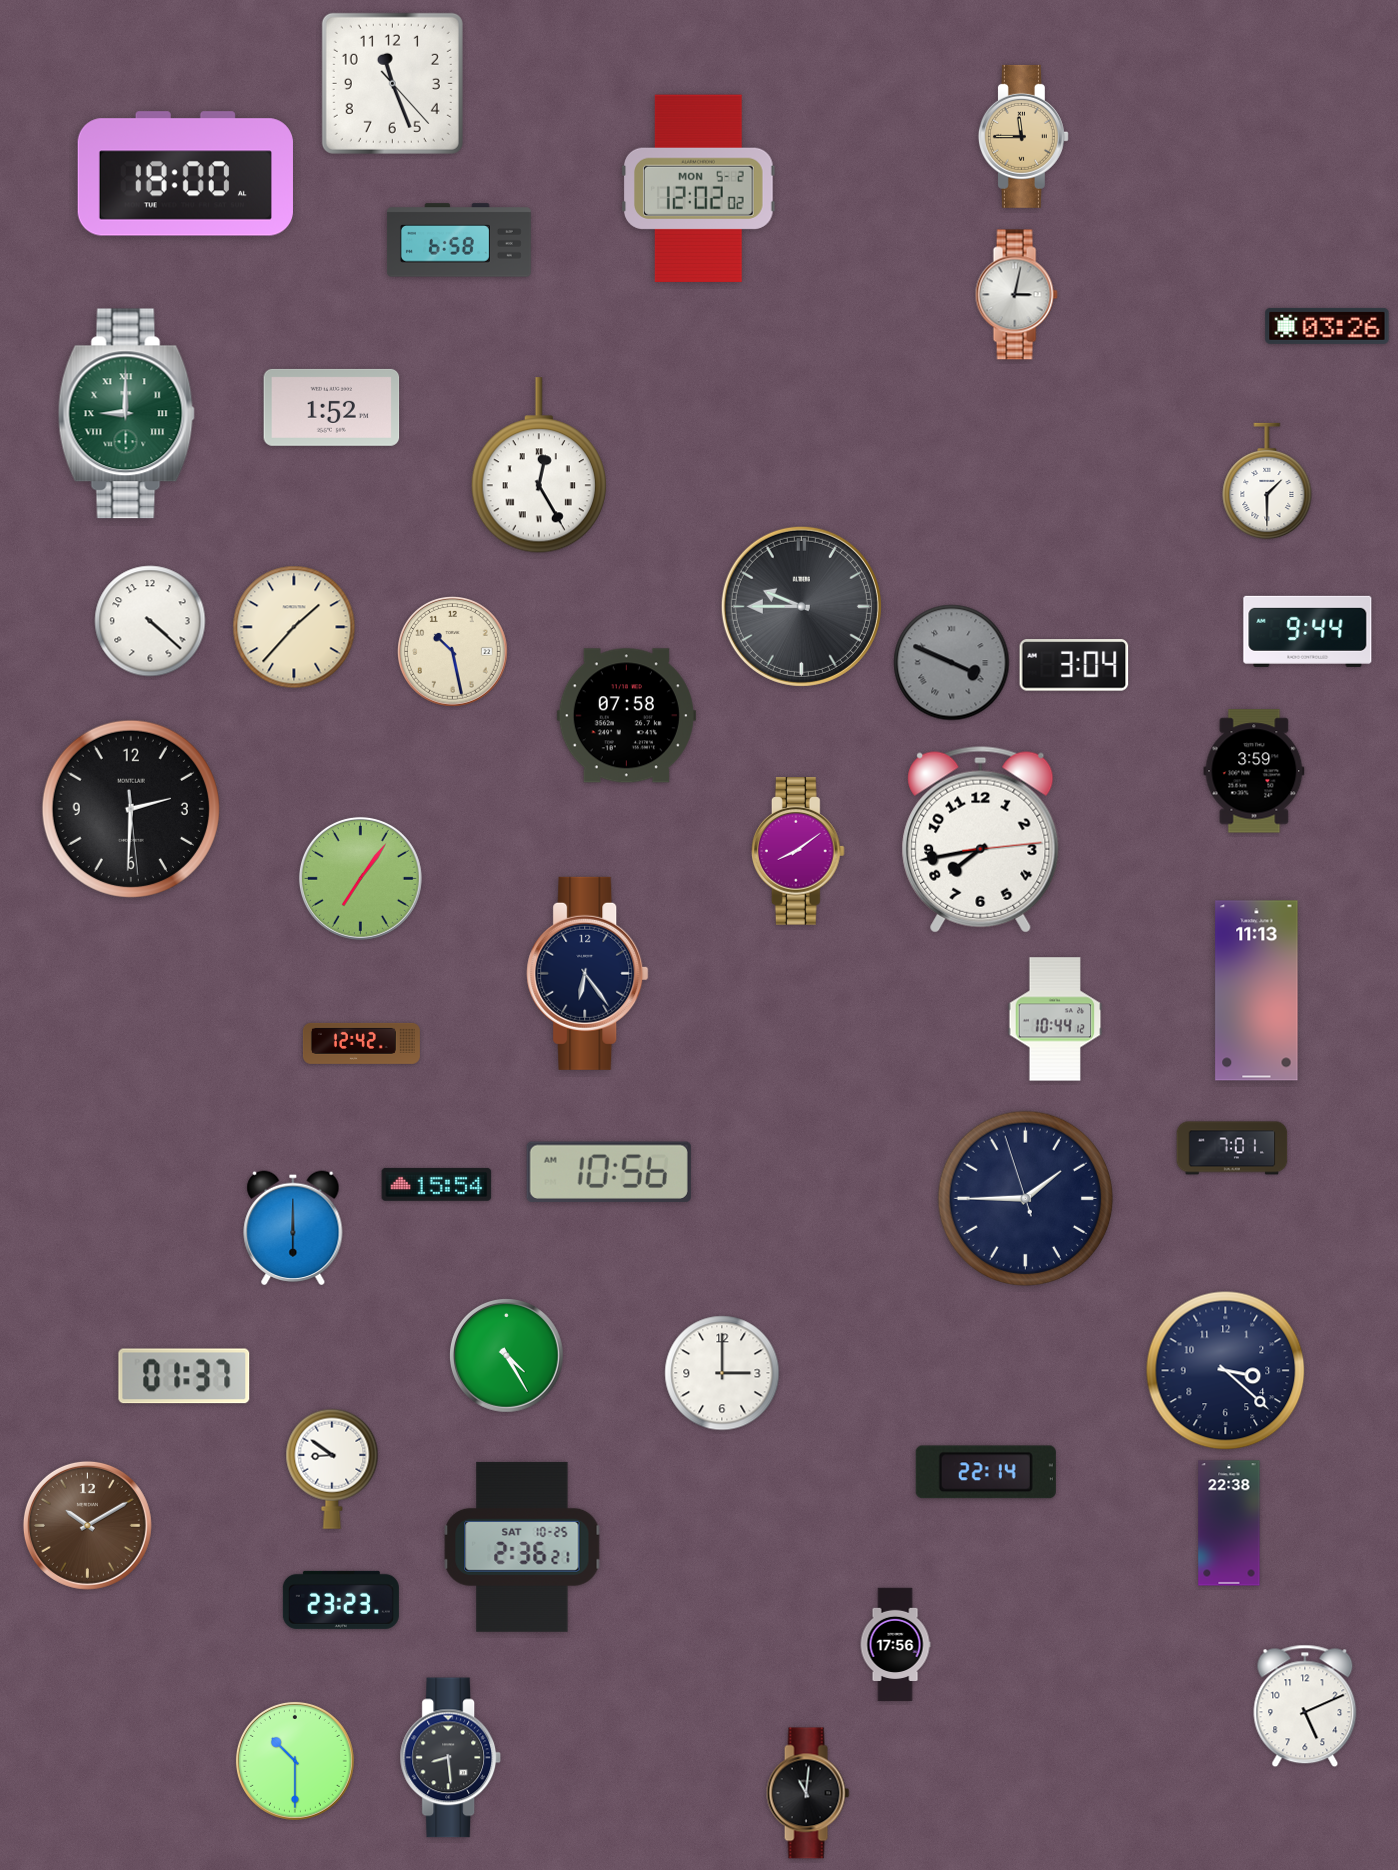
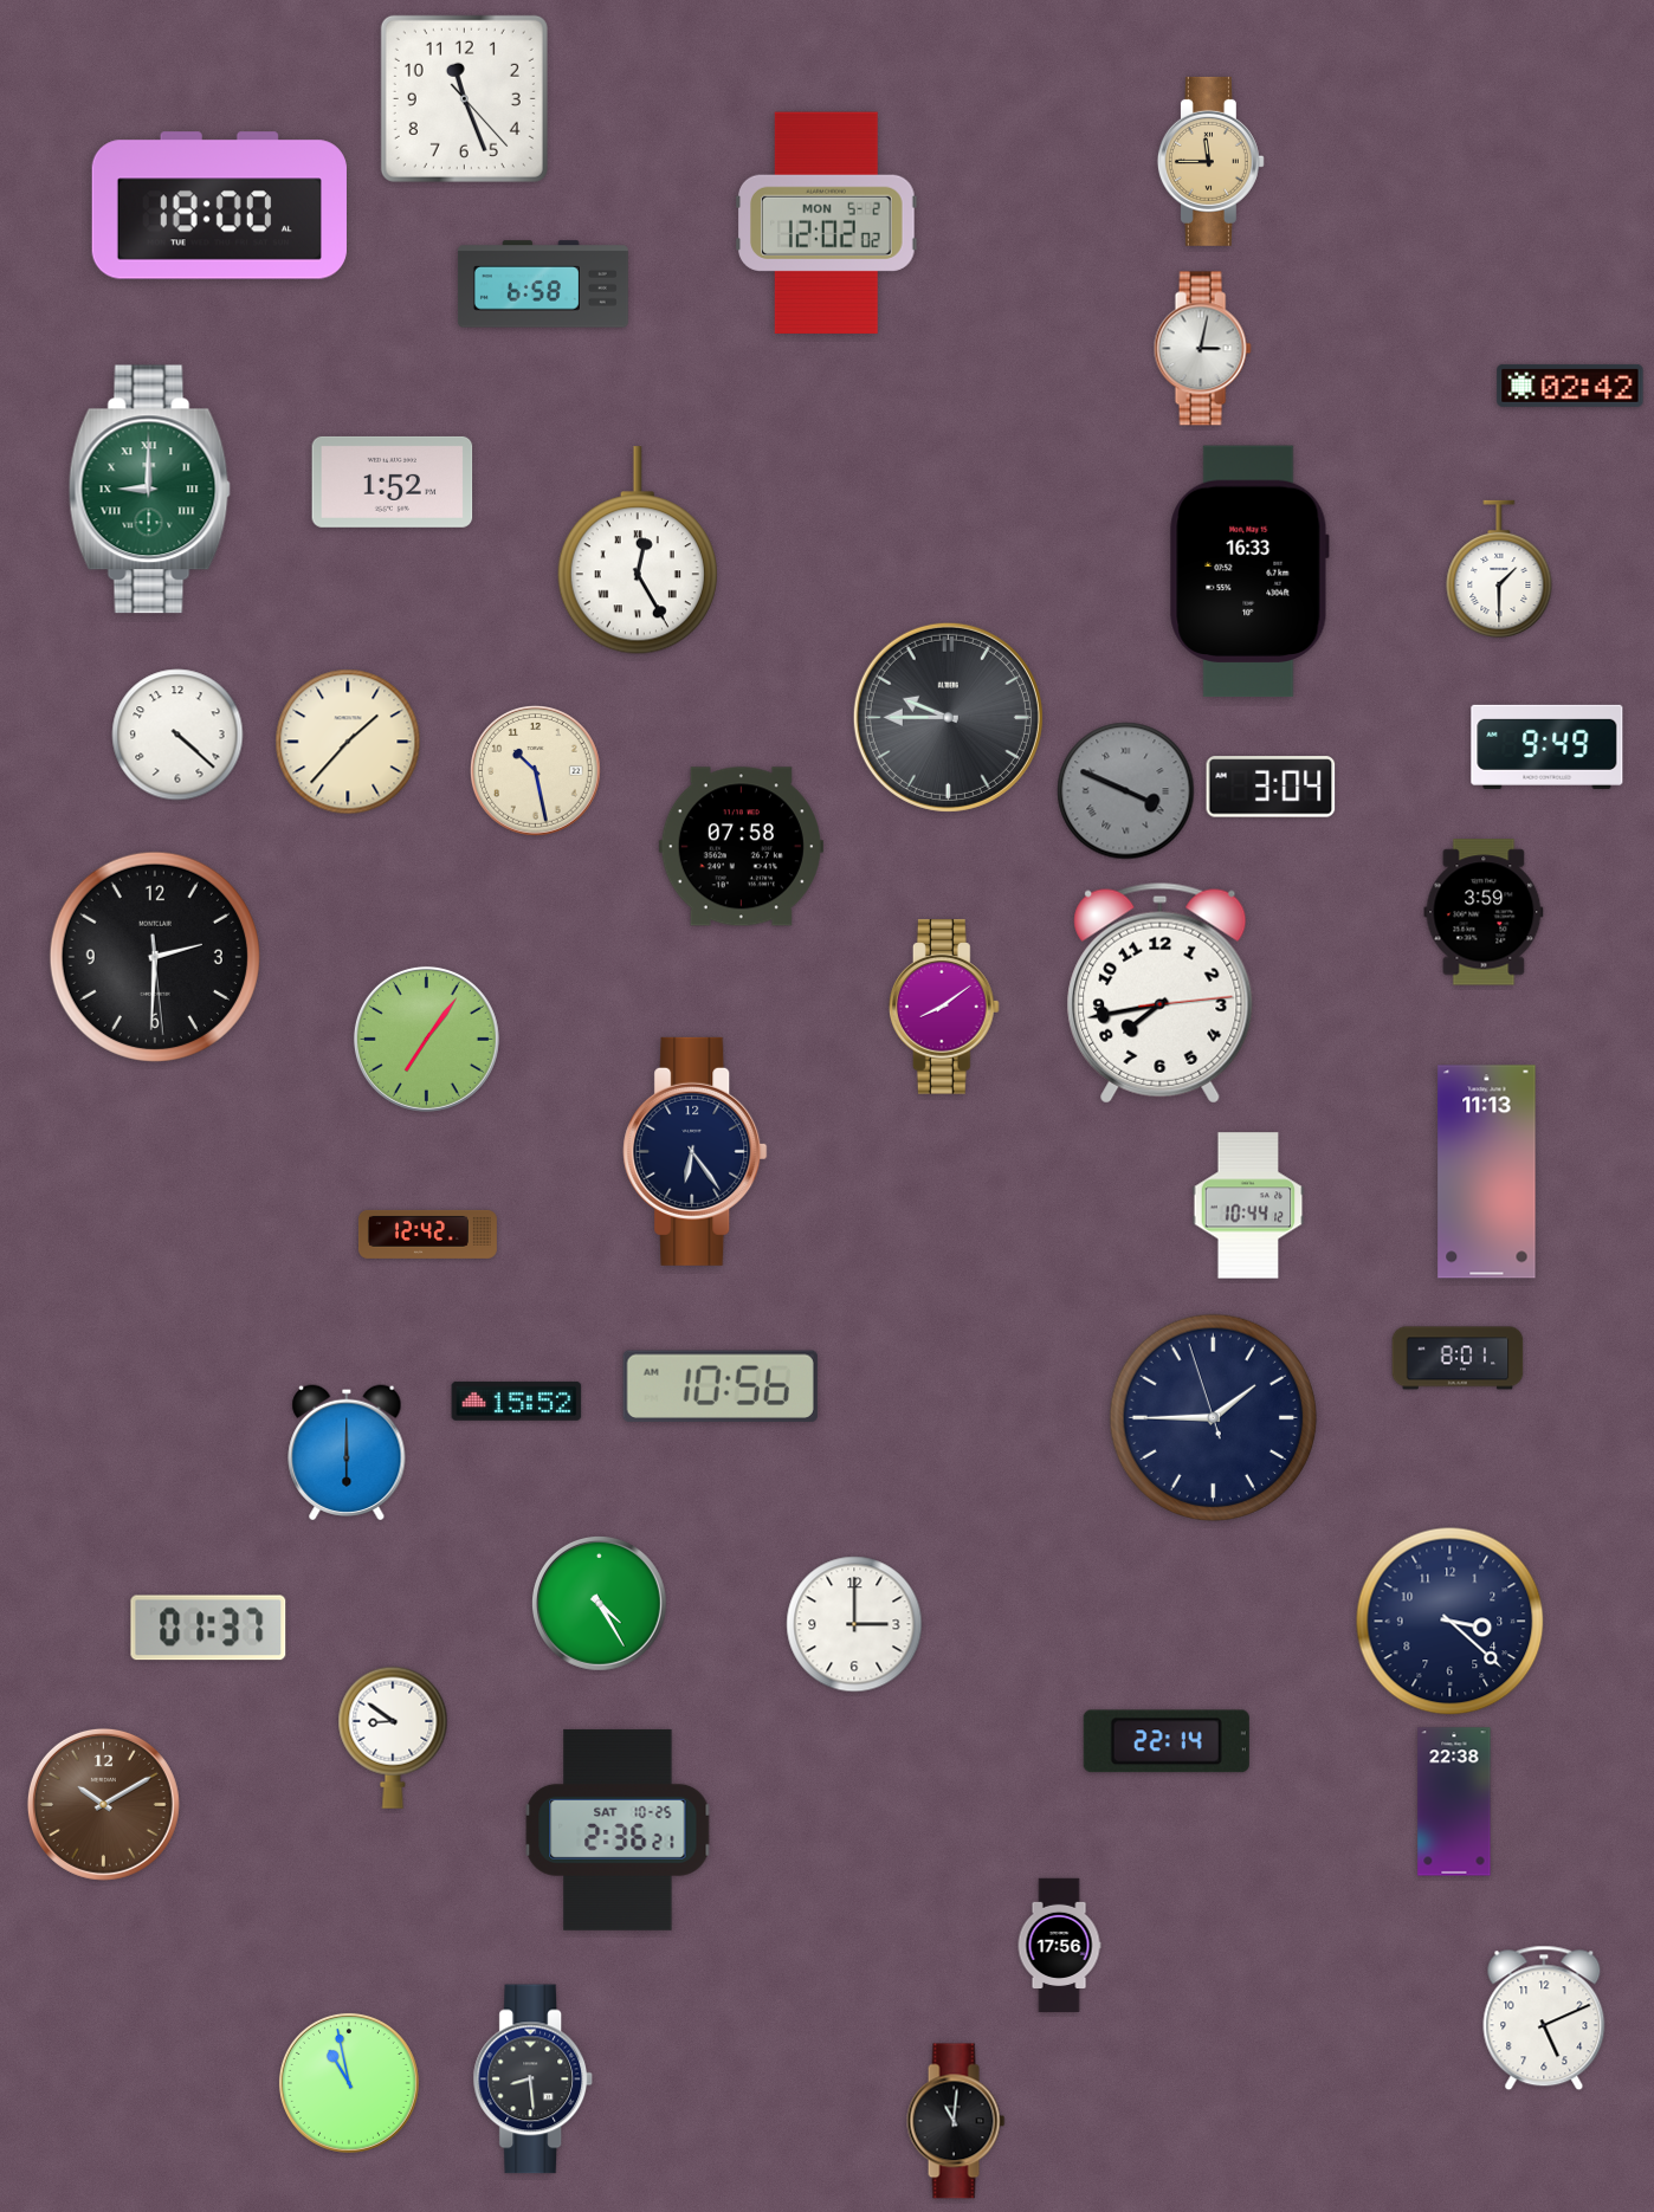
clock at (1327, 326): 03:26 -> 02:42
clock at (1249, 571): none -> 16:33
clock at (1308, 631): 9:44 -> 9:49
clock at (952, 663) position: (952, 663) -> (1126, 791)
clock at (1232, 1148): 7:01 -> 8:01
clock at (437, 1184): 15:54 -> 15:52
clock at (184, 1376) position: (184, 1376) -> (208, 1628)
clock at (341, 1600): 23:23 -> none
clock at (295, 1761): 10:30 -> 10:58
